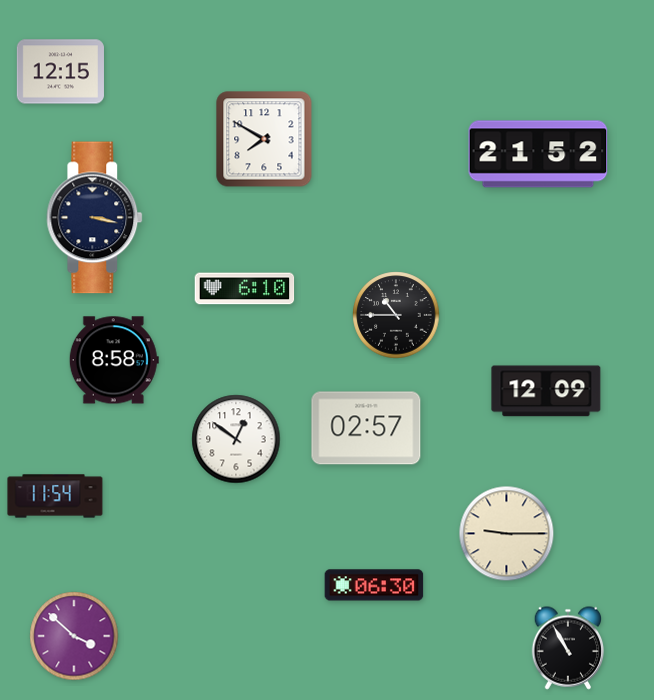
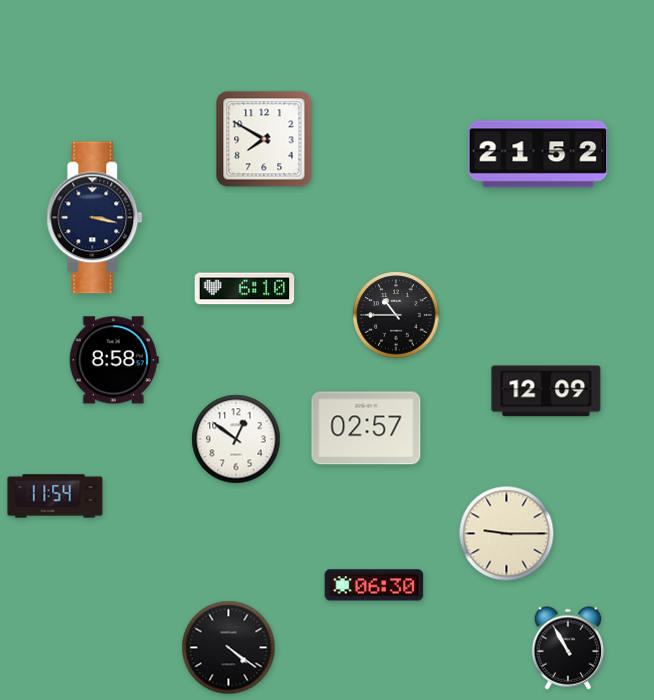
clock at (60, 72): 12:15 -> none
clock at (74, 636): 3:52 -> none
clock at (229, 648): none -> 4:21
